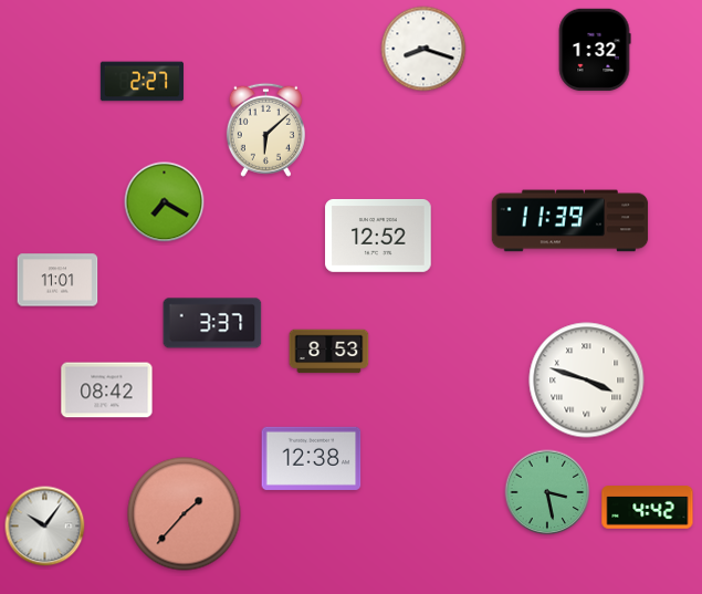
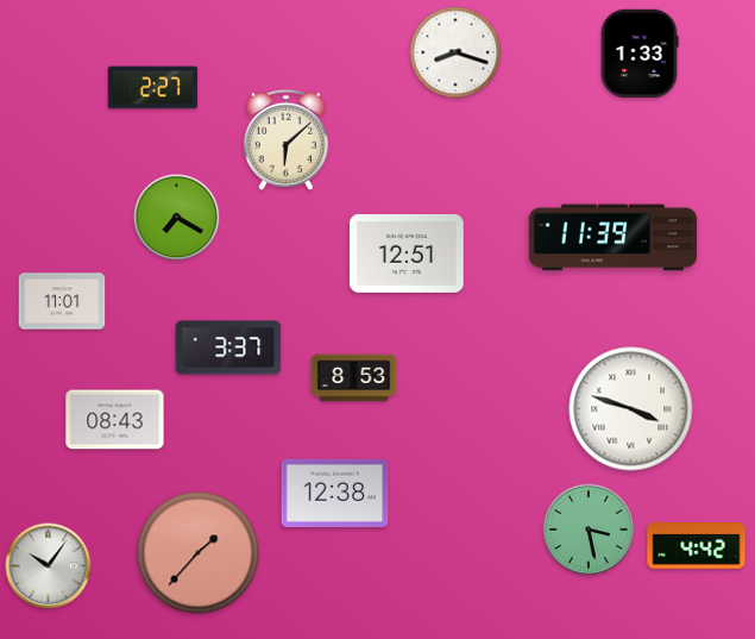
clock at (595, 50): 1:32 -> 1:33
clock at (378, 236): 12:52 -> 12:51
clock at (107, 390): 08:42 -> 08:43
